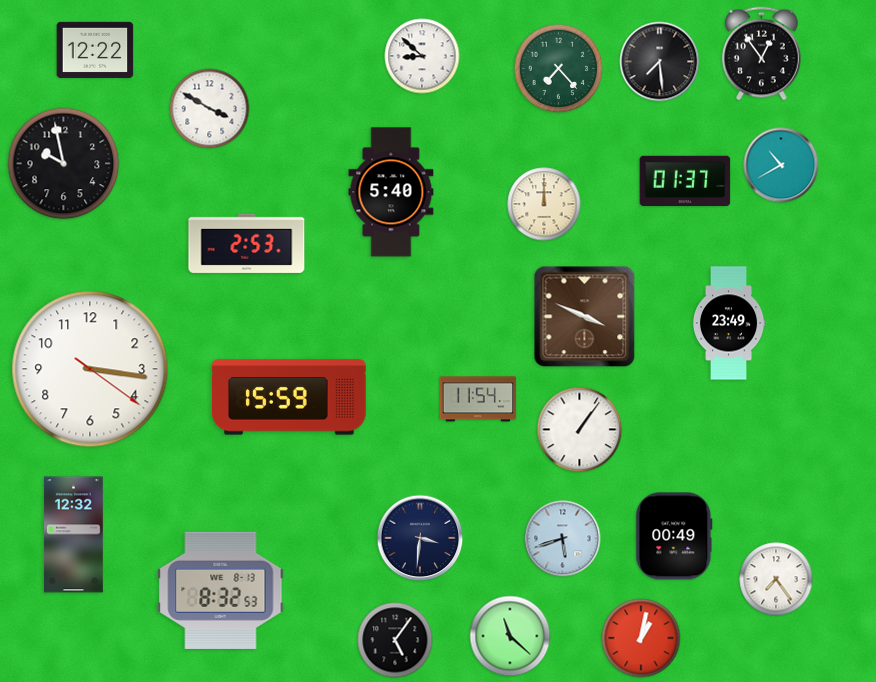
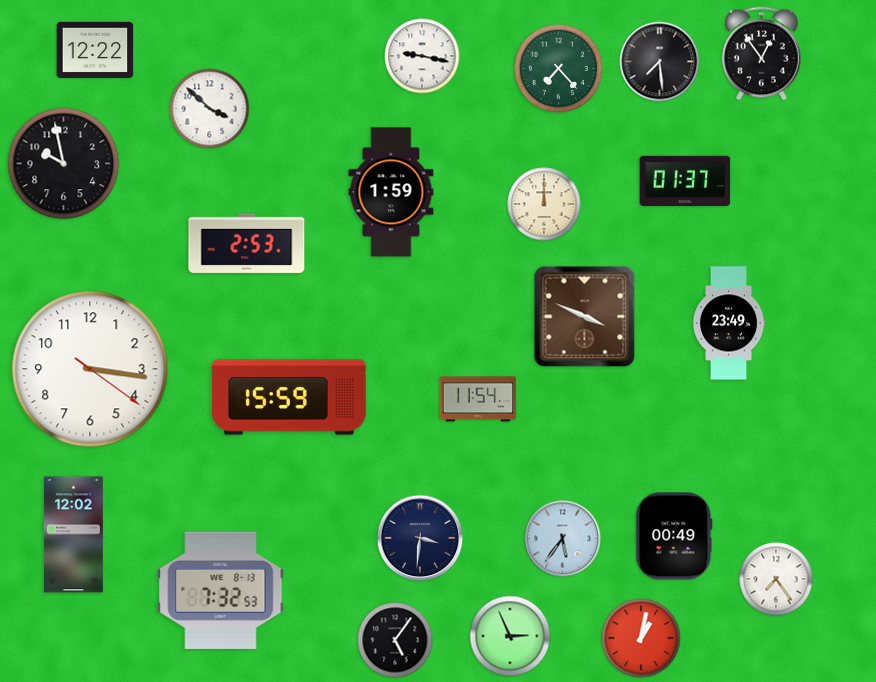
clock at (422, 56): 8:52 -> 9:17
clock at (210, 109): 3:50 -> 3:52
clock at (781, 165): 10:40 -> none
clock at (391, 192): 5:40 -> 1:59
clock at (580, 430): 1:06 -> none
clock at (73, 535): 12:32 -> 12:02
clock at (563, 539): 5:42 -> 5:36
clock at (221, 590): 8:32 -> 7:32
clock at (510, 636): 11:22 -> 2:56
